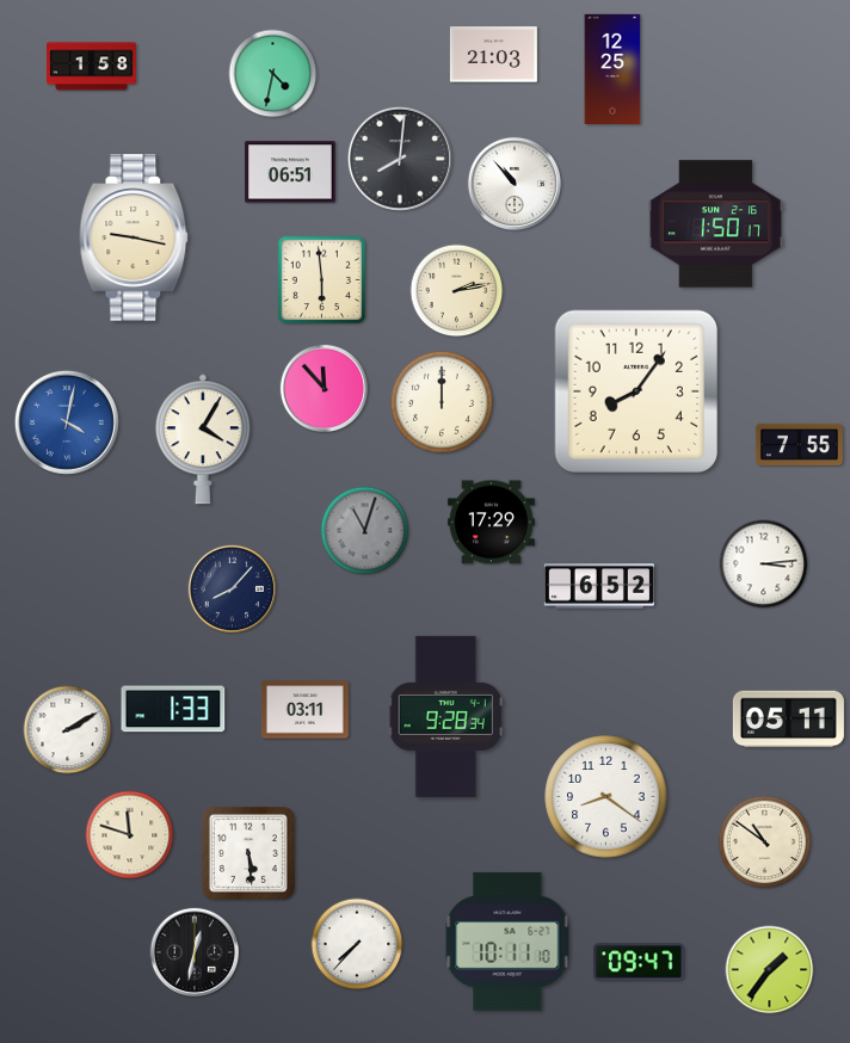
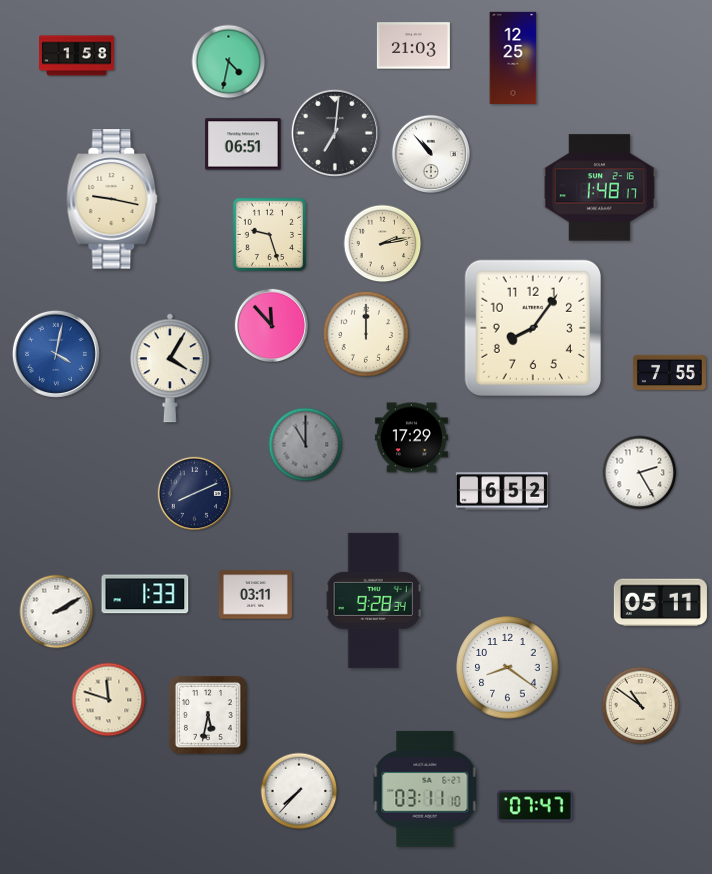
clock at (400, 159): 8:01 -> 7:01
clock at (715, 224): 1:50 -> 1:48
clock at (322, 280): 5:59 -> 9:27
clock at (442, 402) position: (442, 402) -> (366, 334)
clock at (365, 531): 11:03 -> 11:00
clock at (764, 564): 3:14 -> 2:25
clock at (232, 588): 8:07 -> 8:11
clock at (248, 853): 5:29 -> 5:32
clock at (507, 942): 10:11 -> 03:11
clock at (193, 951): 12:32 -> none
clock at (640, 962): 09:47 -> 07:47
clock at (770, 970): 1:36 -> none
